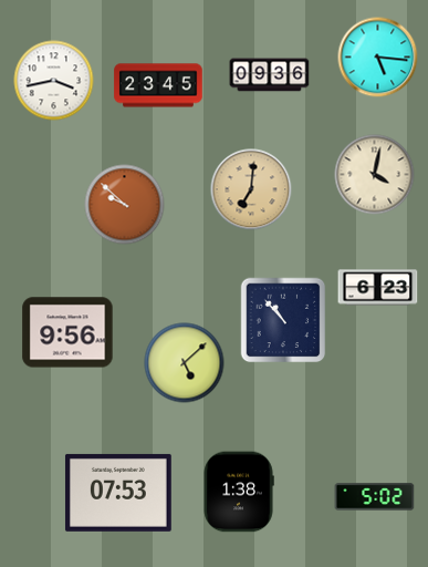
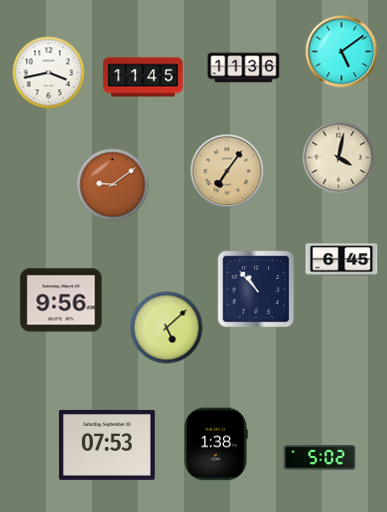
clock at (378, 58): 5:16 -> 5:09
clock at (270, 75): 09:36 -> 11:36
clock at (158, 85): 23:45 -> 11:45
clock at (251, 189): 7:01 -> 7:06
clock at (125, 205): 9:52 -> 9:09
clock at (378, 288): 6:23 -> 6:45
clock at (375, 497) position: (375, 497) -> (320, 458)
